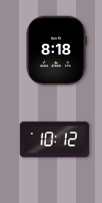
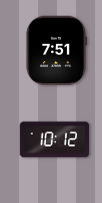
clock at (56, 51): 8:18 -> 7:51
